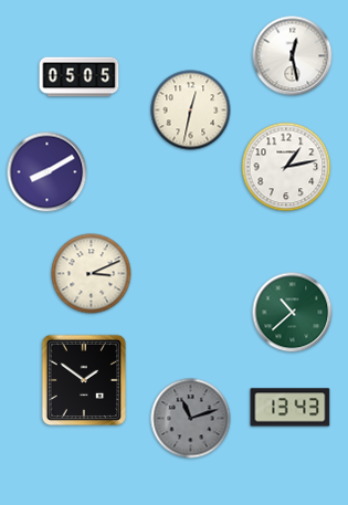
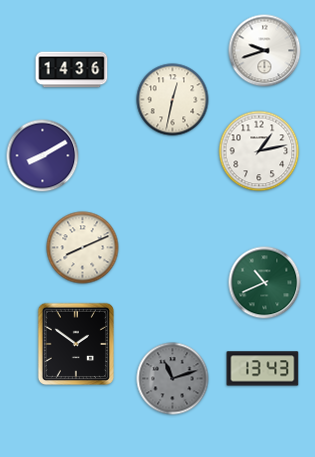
clock at (293, 56): 12:28 -> 9:42
clock at (80, 77): 05:05 -> 14:36
clock at (92, 274): 3:11 -> 8:11
clock at (293, 313): 10:38 -> 10:41
